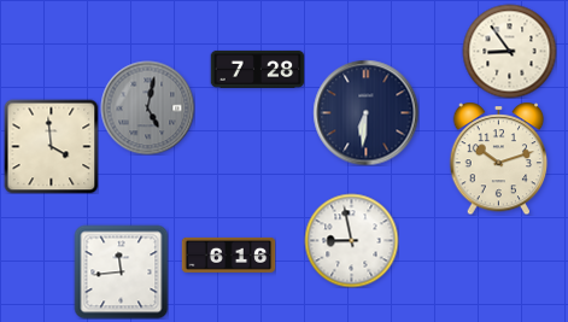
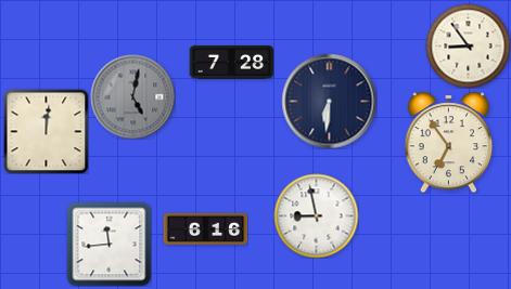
clock at (509, 51) position: (509, 51) -> (468, 45)
clock at (51, 146): 3:59 -> 12:01
clock at (499, 158): 10:12 -> 6:54
